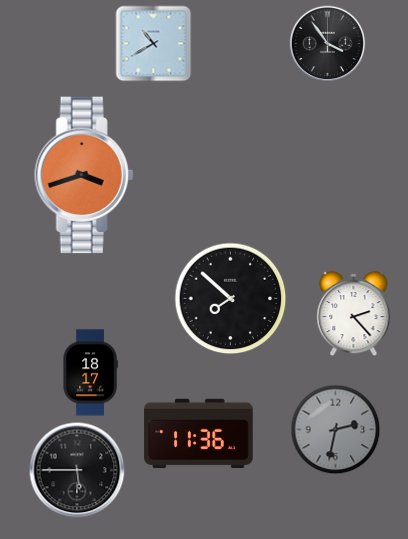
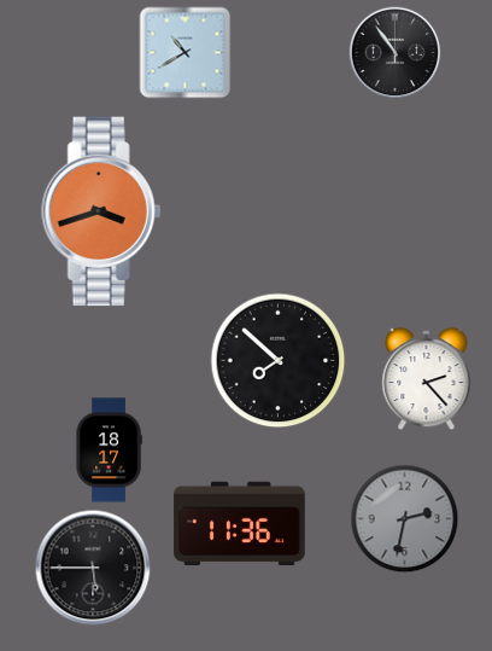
clock at (328, 44): 3:54 -> 10:54
